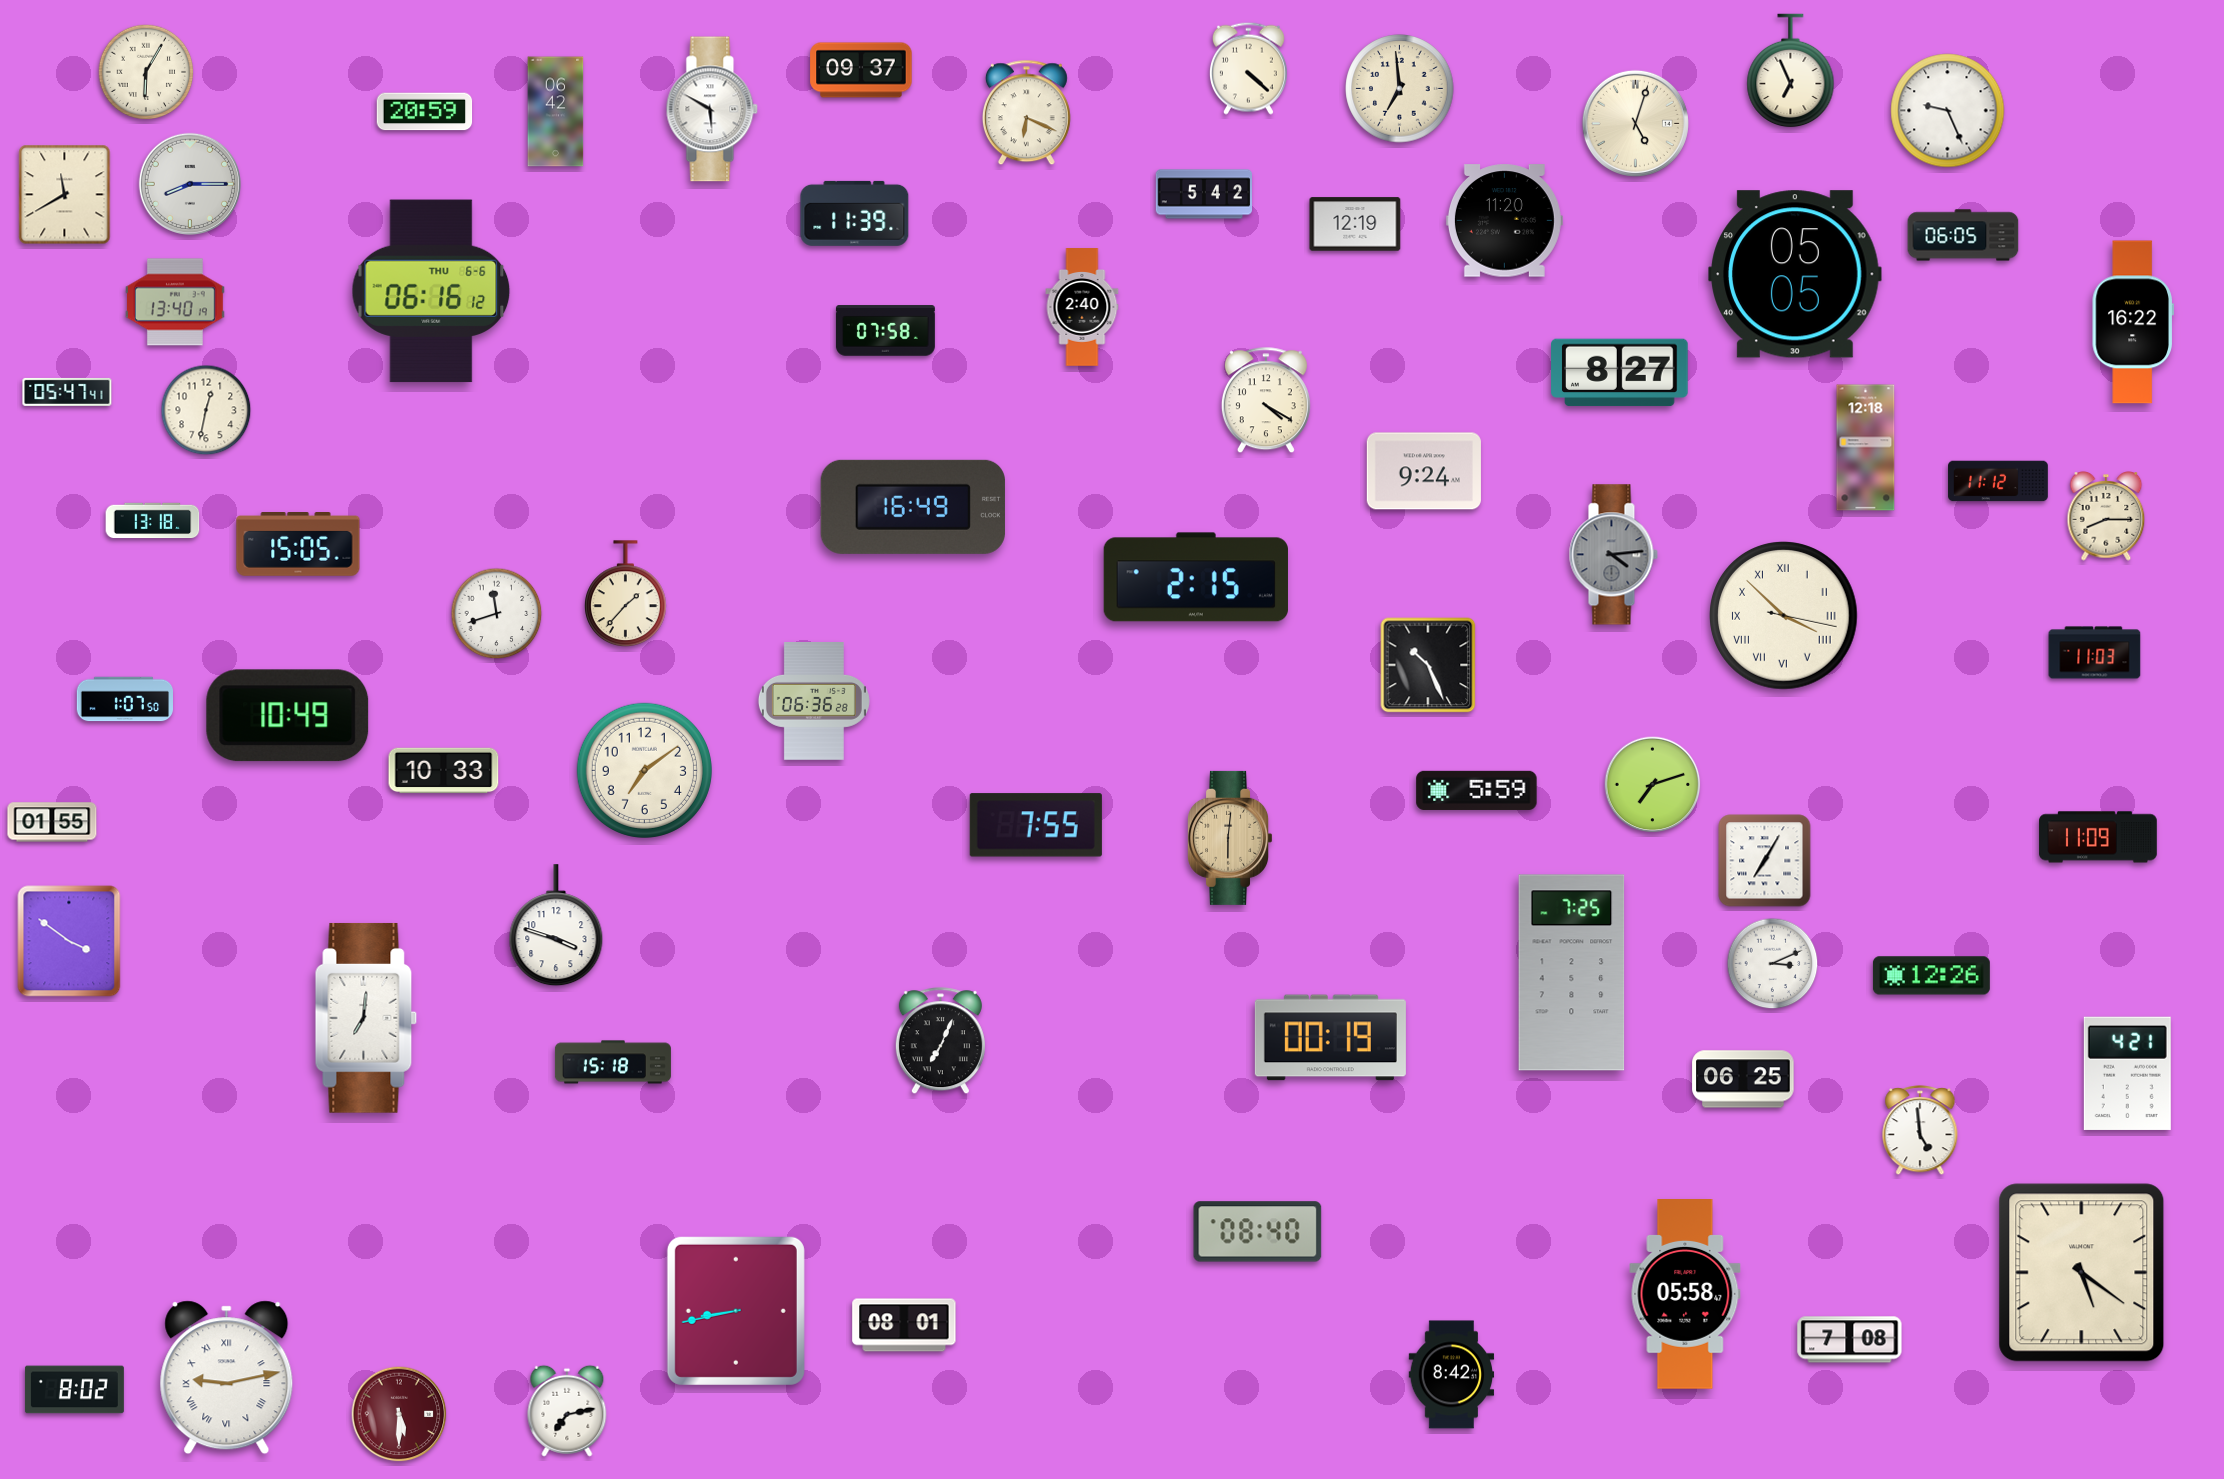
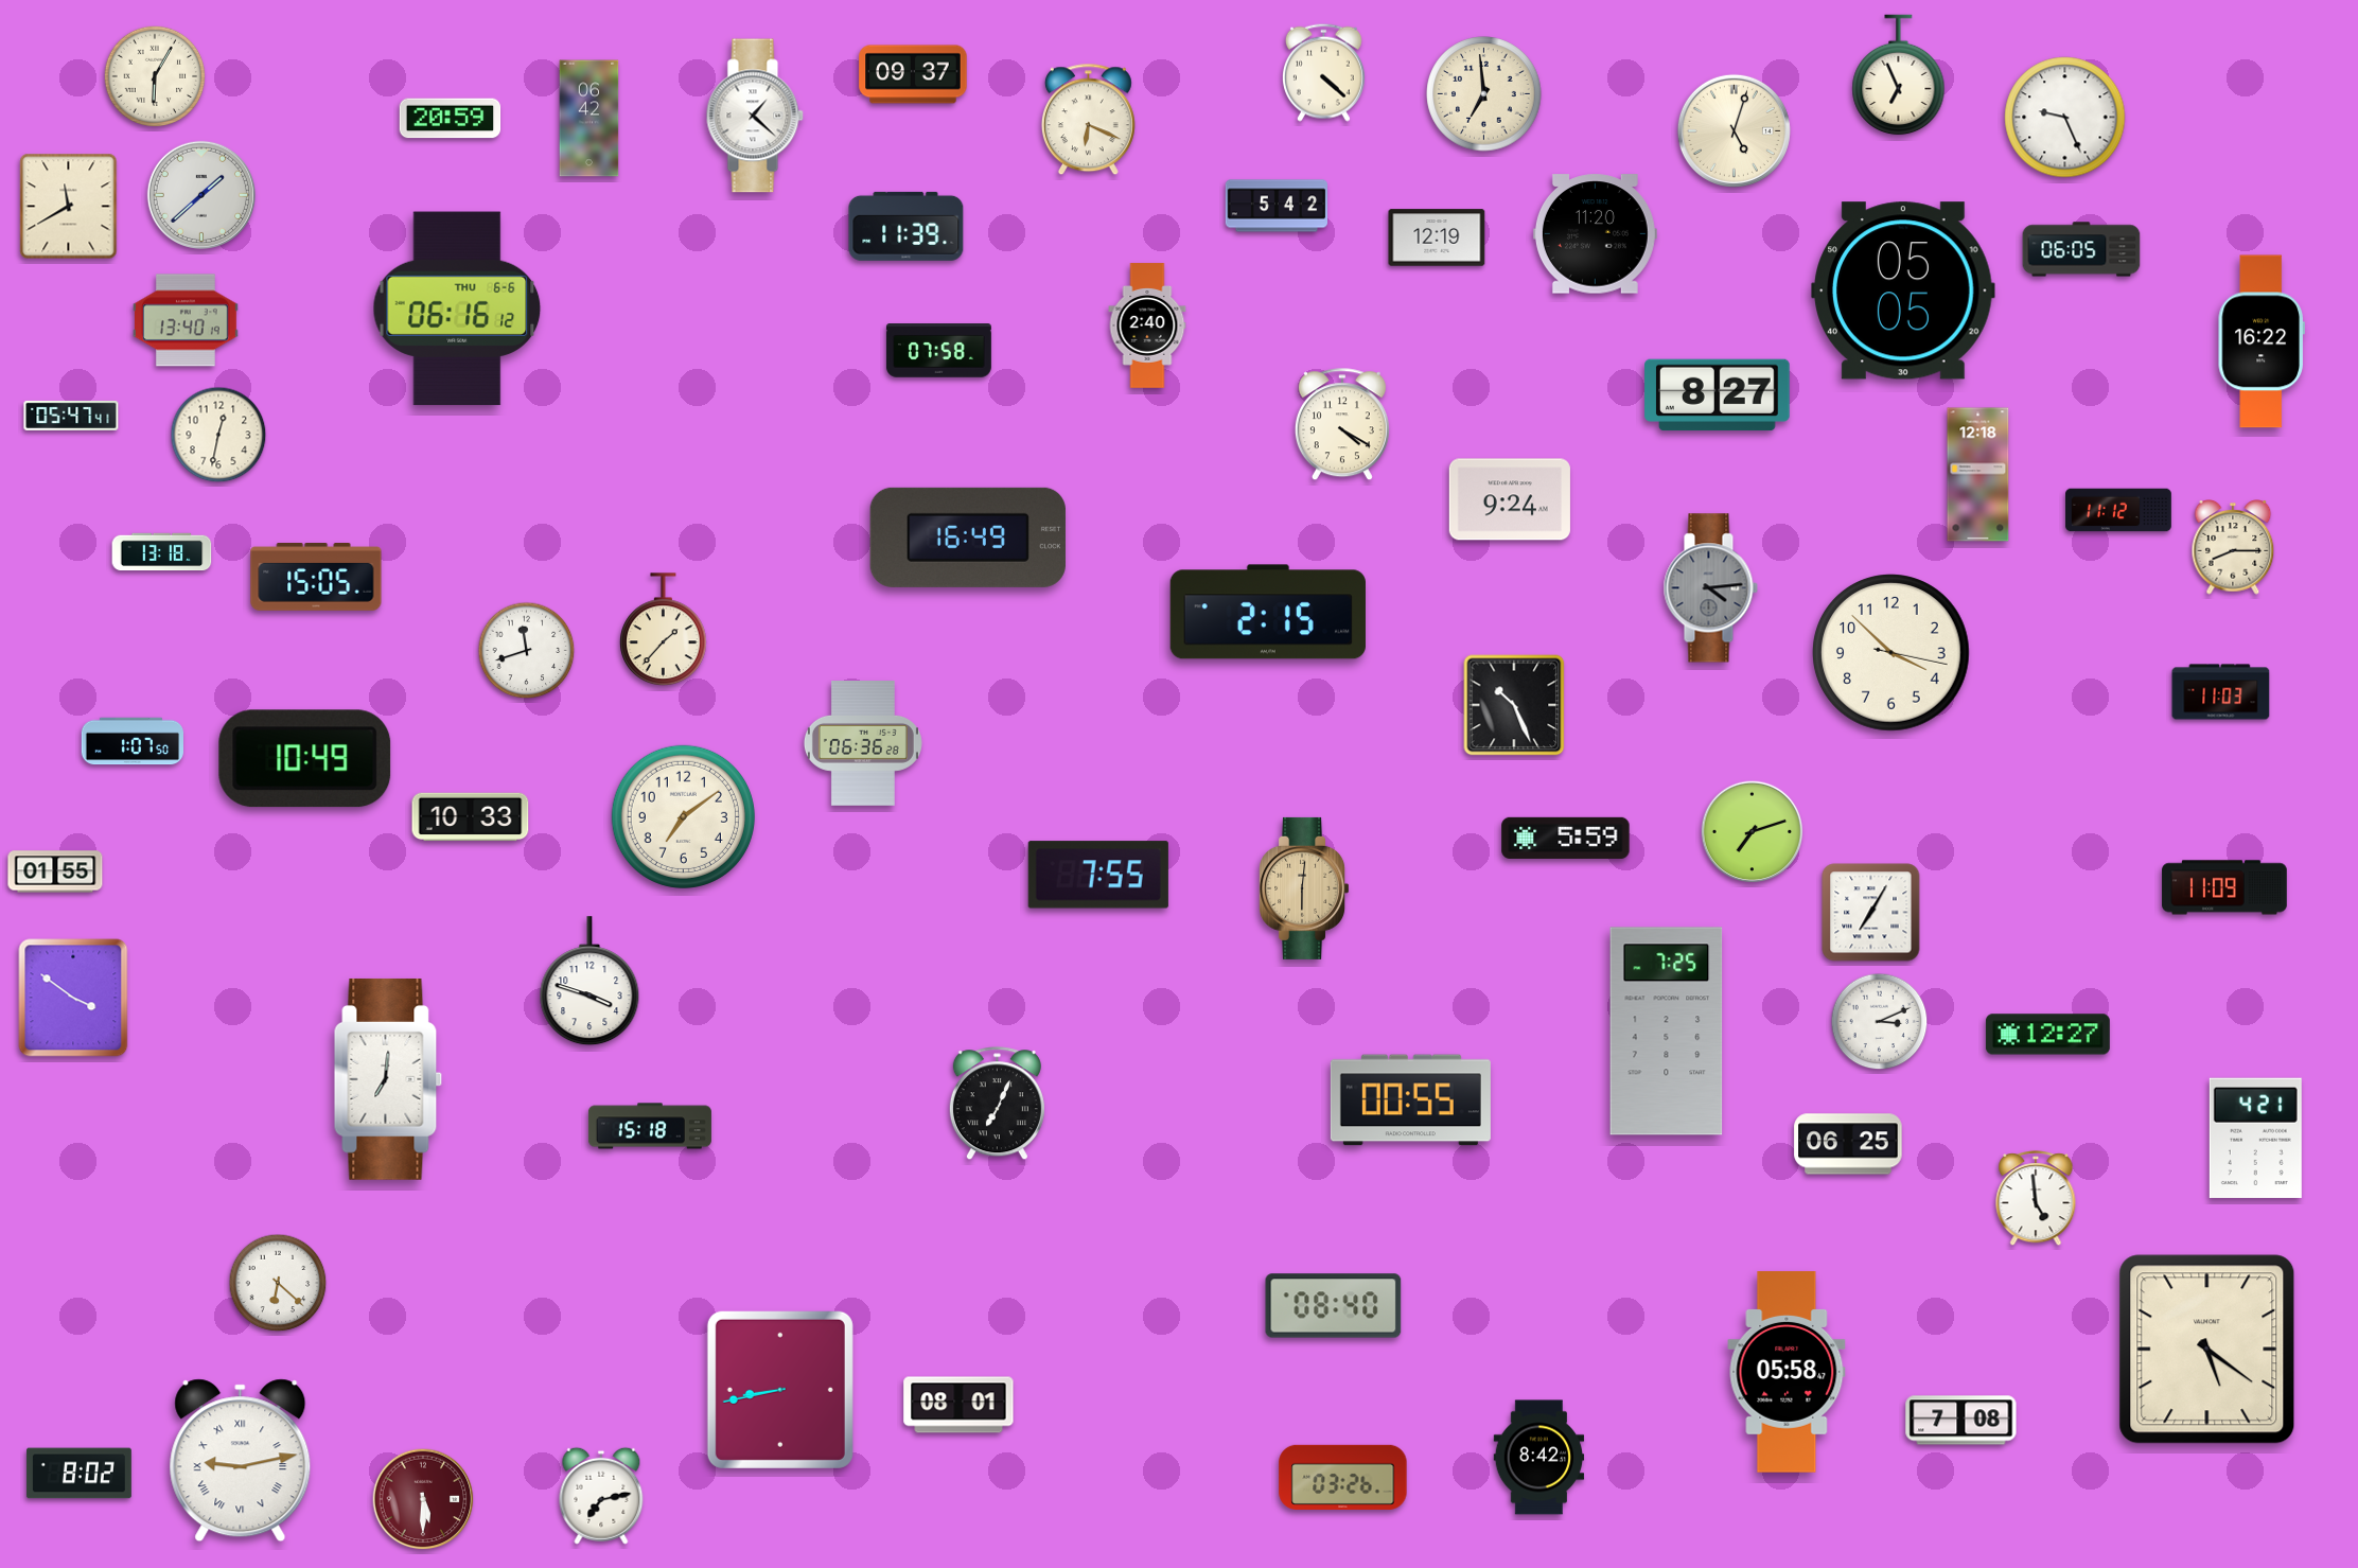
clock at (712, 109): 5:50 -> 1:22
clock at (190, 184): 8:15 -> 1:38
clock at (1784, 616) numerals: Roman -> Arabic
clock at (1931, 976): 12:26 -> 12:27
clock at (1330, 1038): 00:19 -> 00:55
clock at (278, 1283): none -> 6:22
clock at (1343, 1477): none -> 03:26
